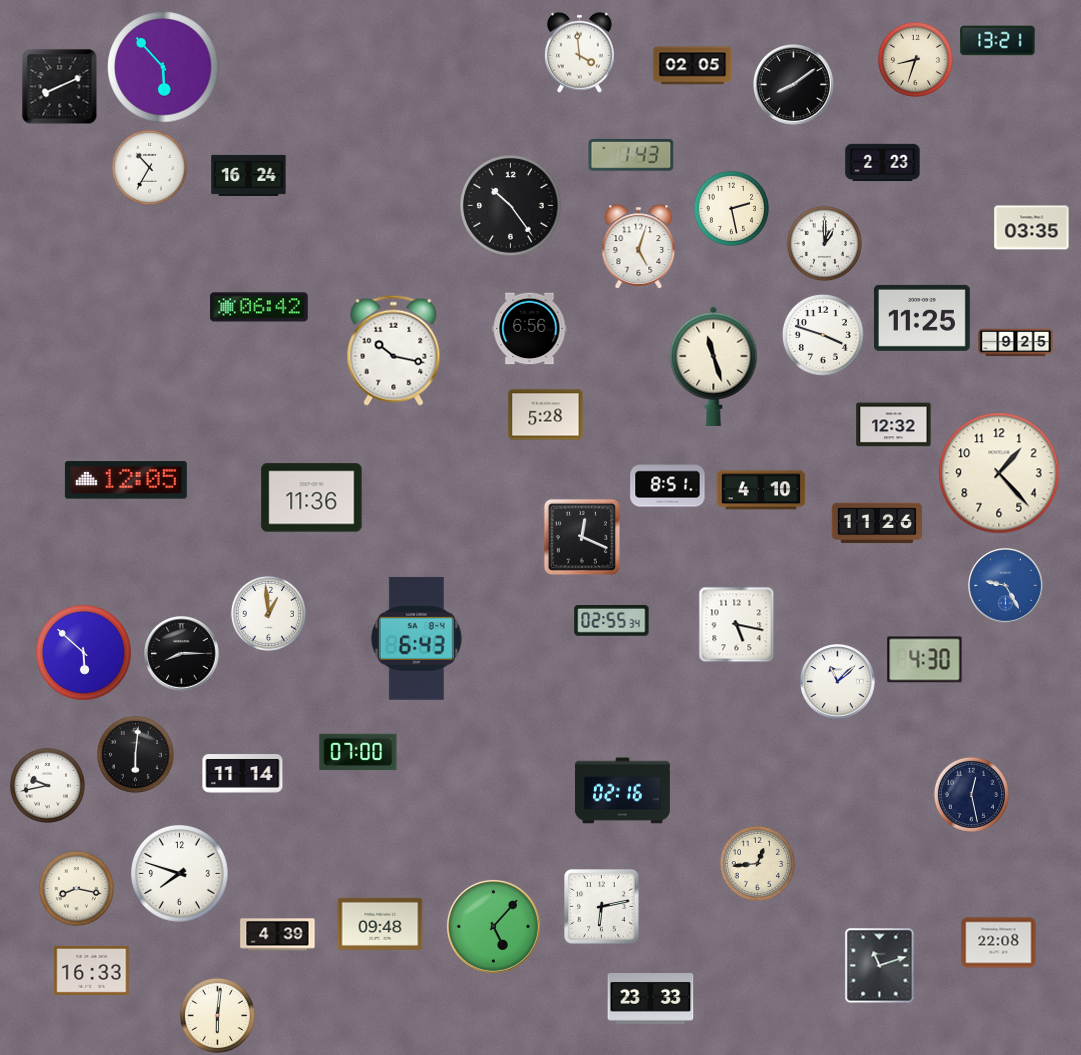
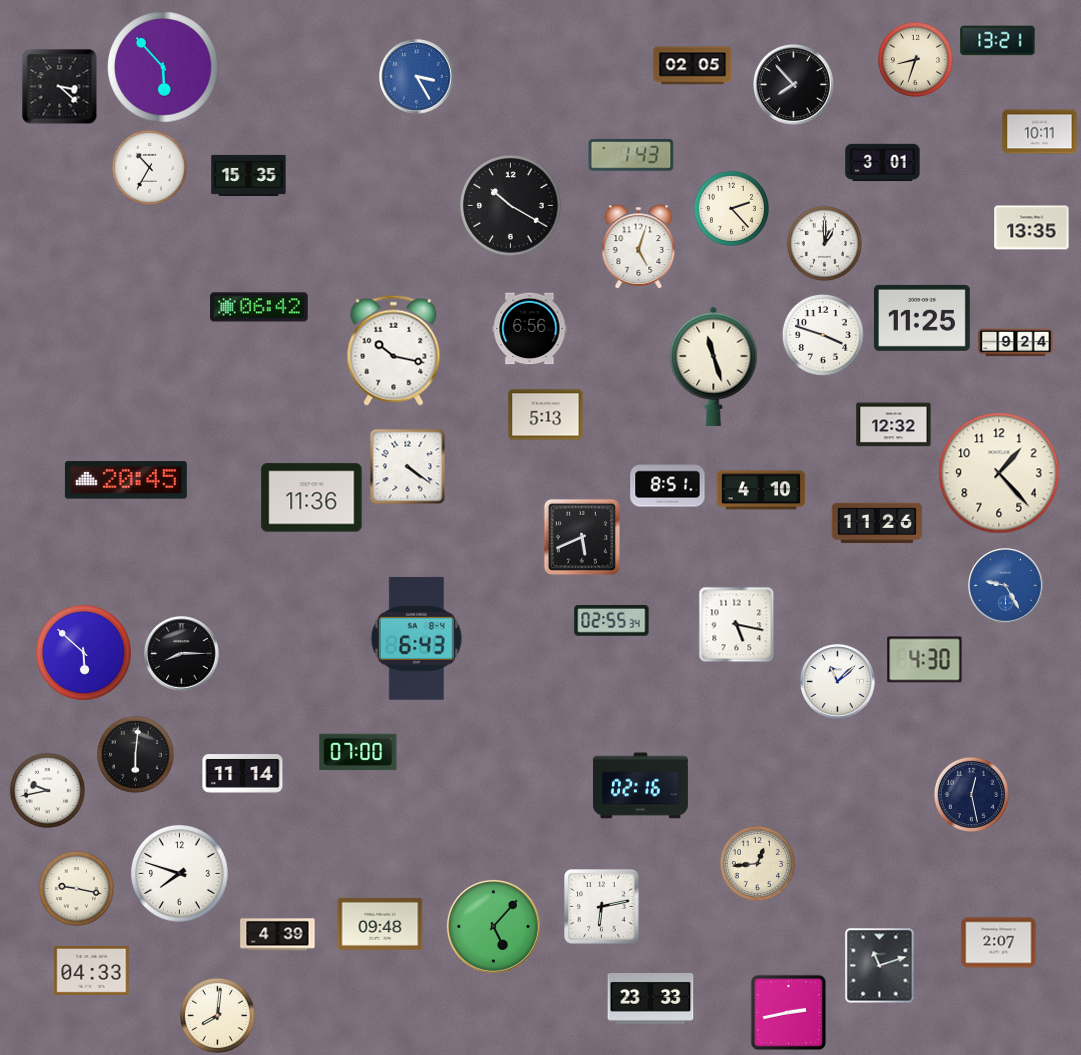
clock at (579, 52): 3:59 -> none
clock at (417, 77): none -> 3:25
clock at (794, 85): 8:09 -> 7:53
clock at (60, 87): 8:11 -> 3:22
clock at (1040, 132): none -> 10:11
clock at (883, 163): 2:23 -> 3:01
clock at (249, 175): 16:24 -> 15:35
clock at (511, 206): 10:24 -> 10:20
clock at (731, 208): 2:28 -> 2:23
clock at (1032, 228): 03:35 -> 13:35
clock at (1016, 343): 9:25 -> 9:24
clock at (546, 415): 5:28 -> 5:13
clock at (408, 467): none -> 4:21
clock at (126, 480): 12:05 -> 20:45
clock at (582, 537): 12:19 -> 5:41
clock at (268, 613): 12:59 -> none
clock at (47, 785) position: (47, 785) -> (47, 790)
clock at (622, 791) position: (622, 791) -> (640, 786)
clock at (76, 888): 8:17 -> 9:17
clock at (999, 943): 22:08 -> 2:07
clock at (92, 970): 16:33 -> 04:33
clock at (788, 1012): none -> 2:43
clock at (217, 1015): 6:01 -> 8:01
